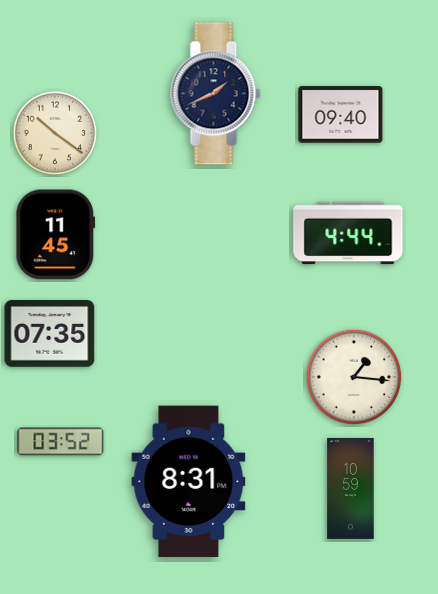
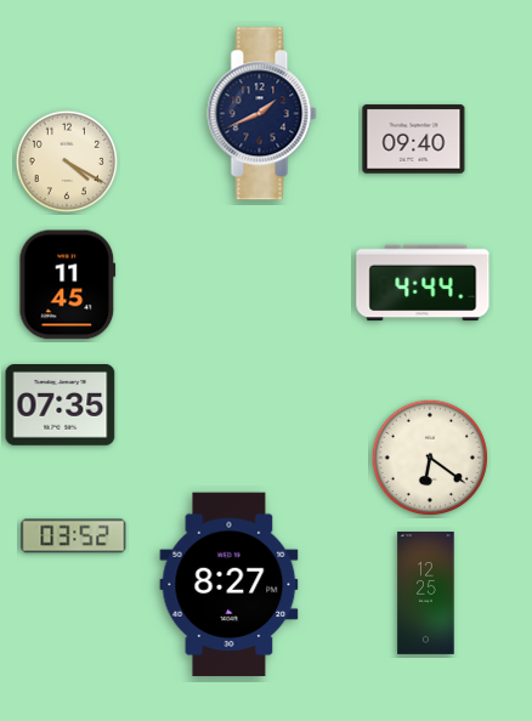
clock at (55, 133): 10:21 -> 4:20
clock at (354, 377): 1:16 -> 6:21
clock at (189, 482): 8:31 -> 8:27
clock at (351, 488): 10:59 -> 12:25
